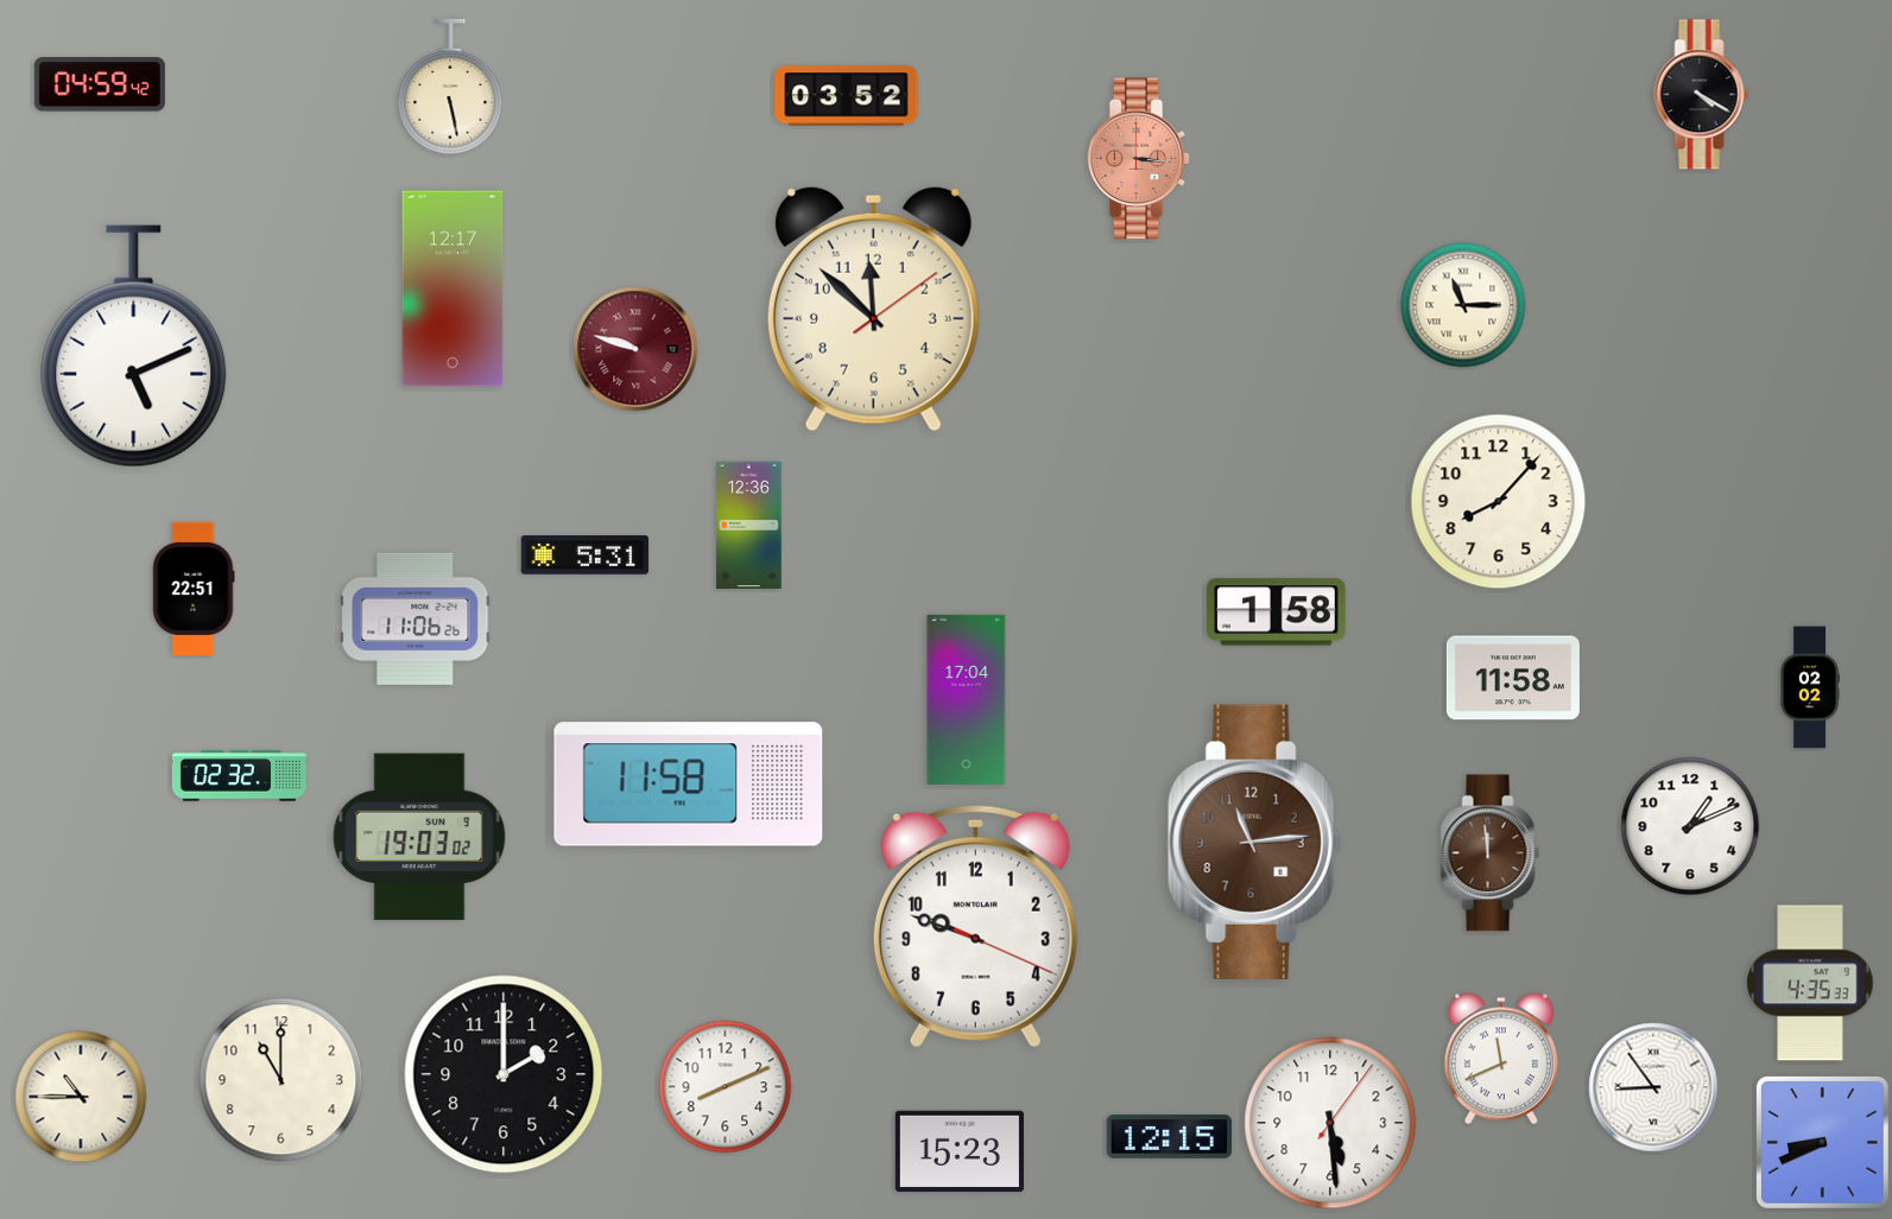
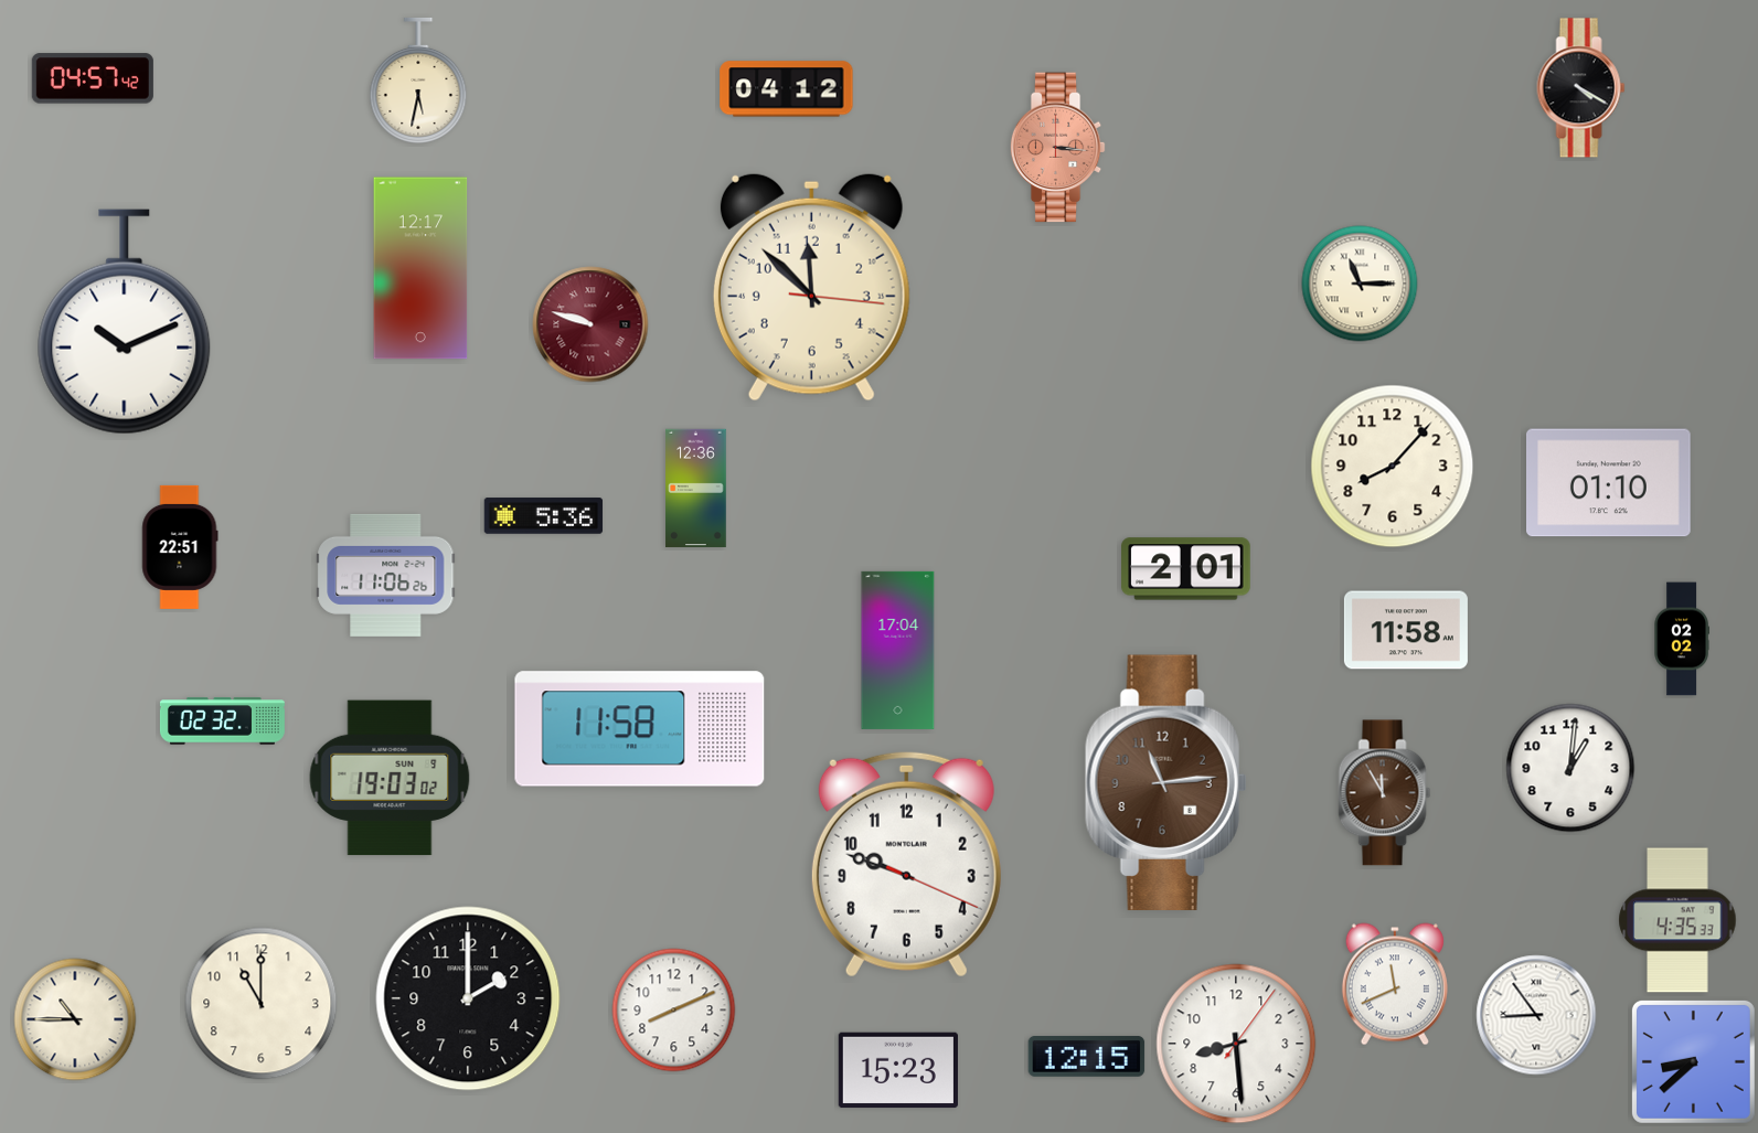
clock at (100, 84): 04:59 -> 04:57
clock at (450, 87): 5:28 -> 5:32
clock at (847, 96): 03:52 -> 04:12
clock at (873, 309): 11:52:09 -> 11:52:16
clock at (134, 347): 5:11 -> 10:11
clock at (1609, 483): none -> 01:10
clock at (586, 555): 5:31 -> 5:36
clock at (1277, 612): 1:58 -> 2:01
clock at (1690, 826): 1:11 -> 1:01
clock at (1491, 853): 11:59 -> 11:55
clock at (975, 926) position: (975, 926) -> (906, 864)
clock at (1810, 983) position: (1810, 983) -> (1677, 920)
clock at (1653, 1087) position: (1653, 1087) -> (1536, 1015)
clock at (1330, 1123): 5:29 -> 8:29
clock at (1822, 1142): 8:41 -> 8:38
clock at (958, 1151) position: (958, 1151) -> (897, 1070)
